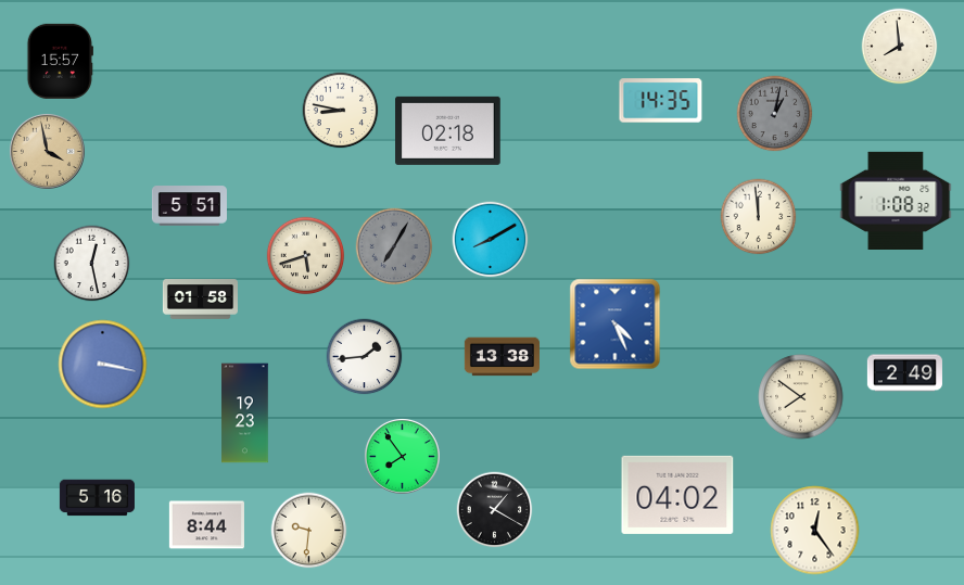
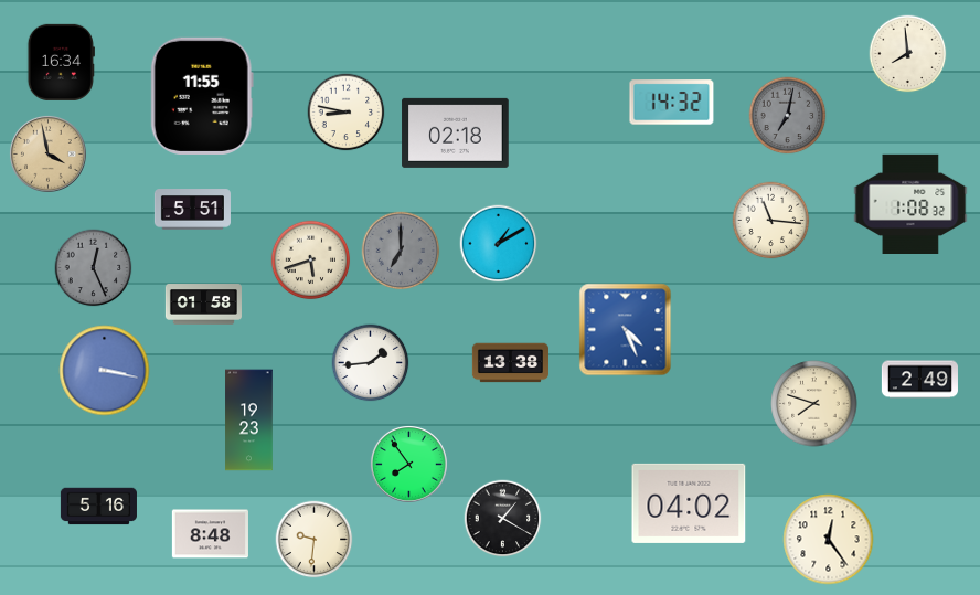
clock at (900, 47) position: (900, 47) -> (908, 54)
clock at (60, 61): 15:57 -> 16:34
clock at (202, 96): none -> 11:55
clock at (661, 101): 14:35 -> 14:32
clock at (775, 114): 1:02 -> 7:02
clock at (759, 217): 11:59 -> 11:16
clock at (491, 240): 8:10 -> 1:10
clock at (394, 246): 7:05 -> 7:00
clock at (92, 264): 12:28 -> 12:26
clock at (92, 264) dial: white -> grey
clock at (801, 397): 7:51 -> 7:48
clock at (206, 525): 8:44 -> 8:48
